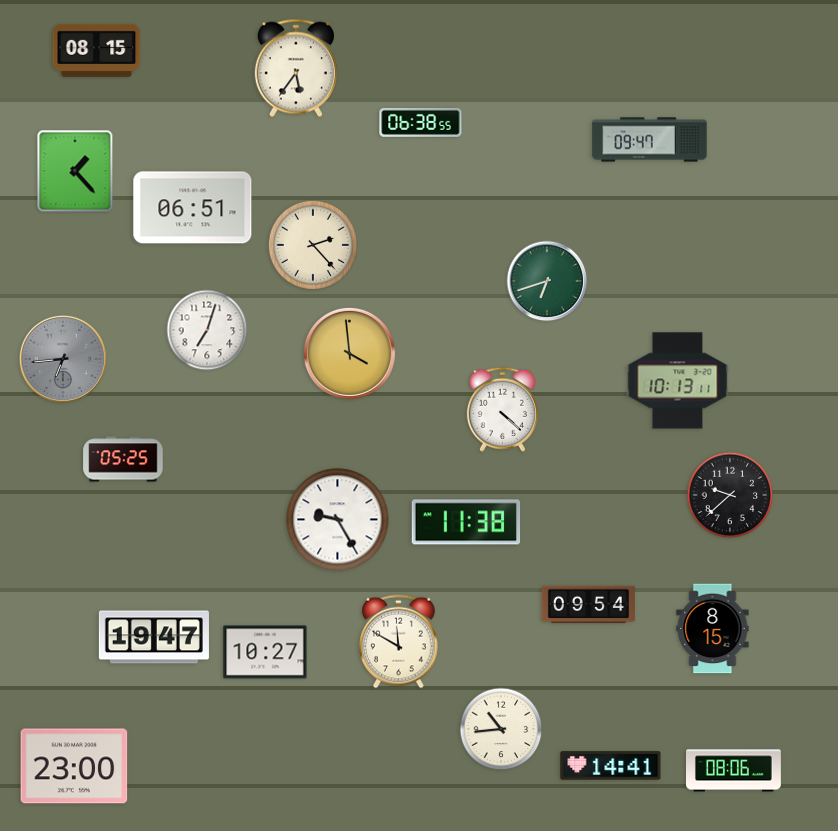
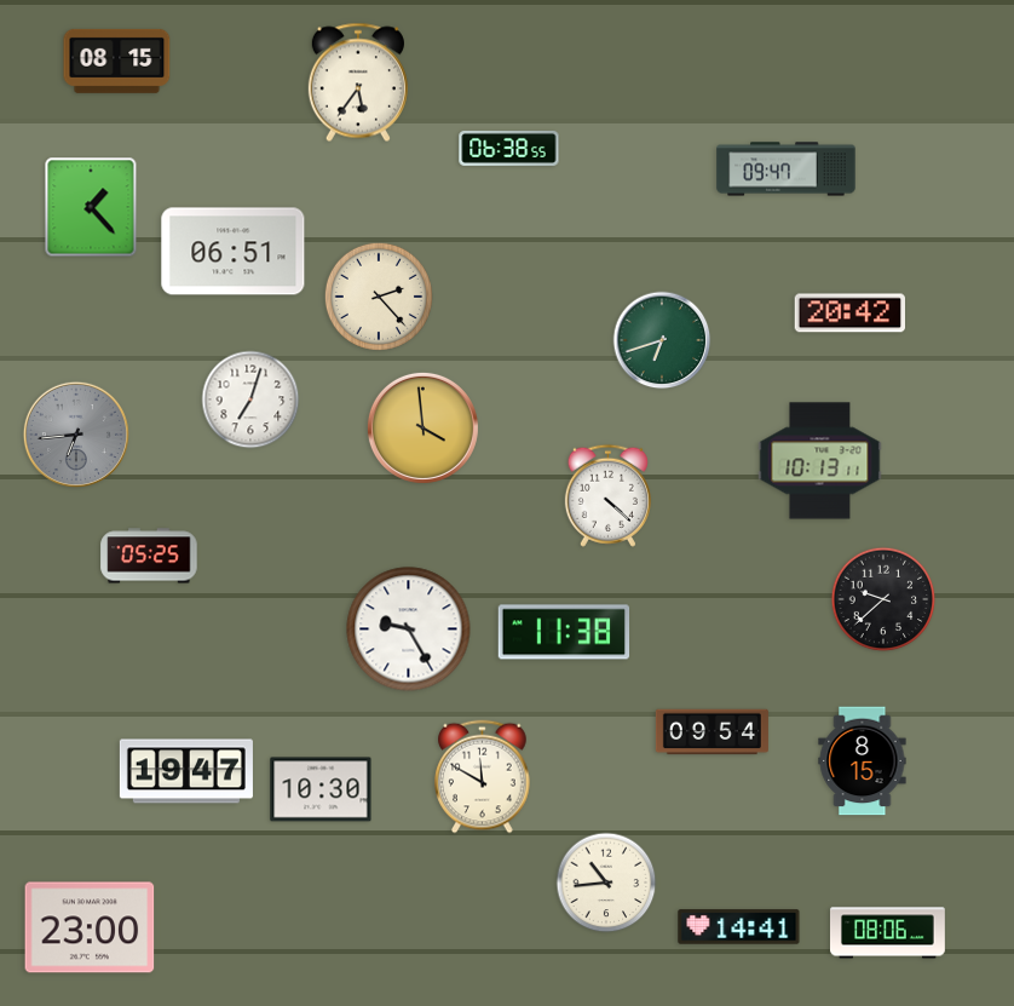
clock at (849, 314): none -> 20:42
clock at (265, 652): 10:27 -> 10:30
